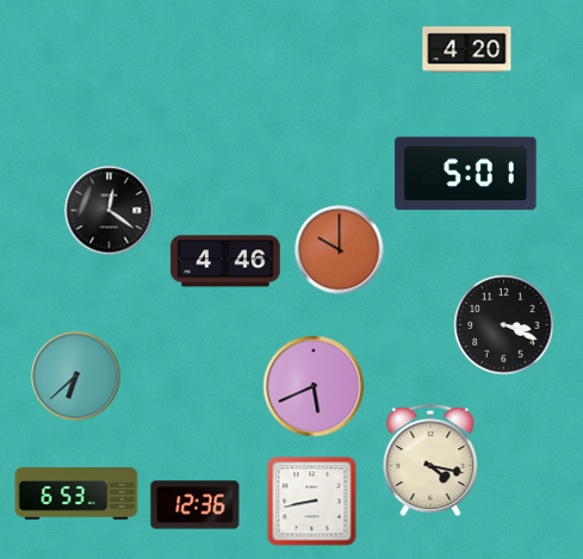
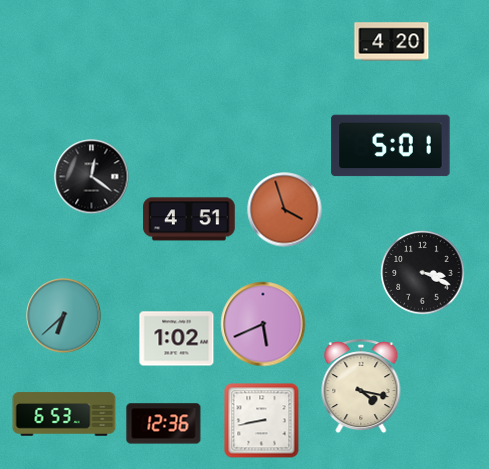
clock at (340, 250): 10:00 -> 3:57
clock at (225, 261): 4:46 -> 4:51
clock at (177, 339): none -> 1:02
